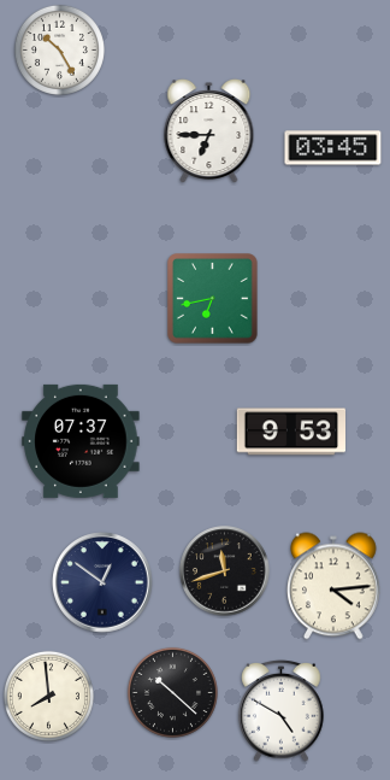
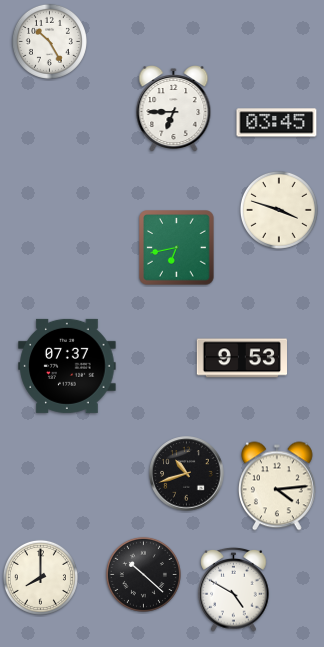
clock at (279, 210): none -> 3:48
clock at (225, 571): 11:42 -> 10:42
clock at (102, 582): 12:51 -> none
clock at (48, 696): 7:59 -> 8:00
